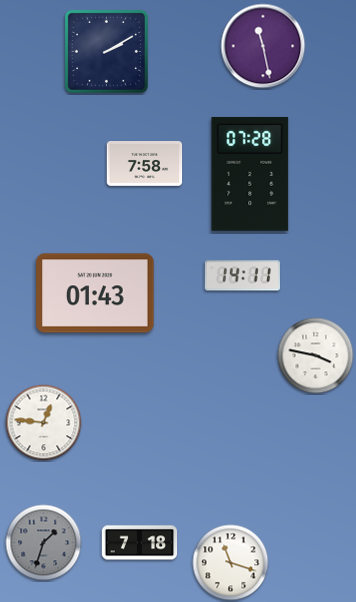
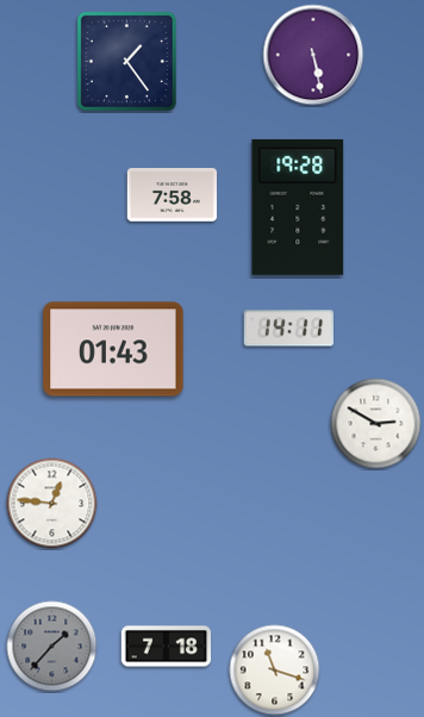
clock at (263, 46): 11:28 -> 5:28
clock at (106, 51): 2:10 -> 1:24
clock at (250, 174): 07:28 -> 19:28
clock at (316, 356): 3:47 -> 2:50
clock at (44, 543): 1:33 -> 1:37
